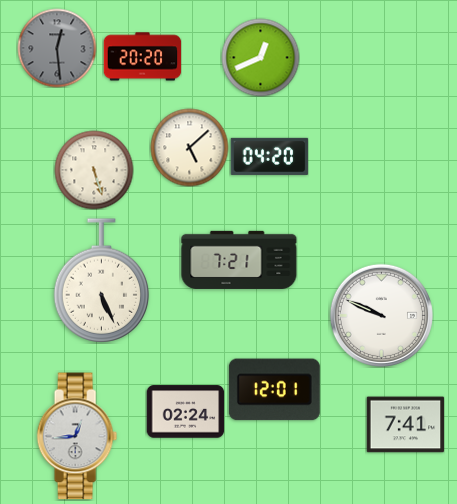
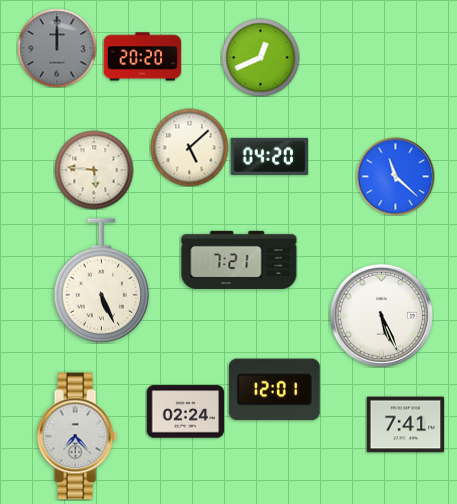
clock at (57, 48): 12:29 -> 12:00
clock at (94, 170): 5:27 -> 5:46
clock at (395, 176): none -> 11:22
clock at (381, 315): 9:49 -> 5:26
clock at (77, 436): 12:44 -> 7:23
